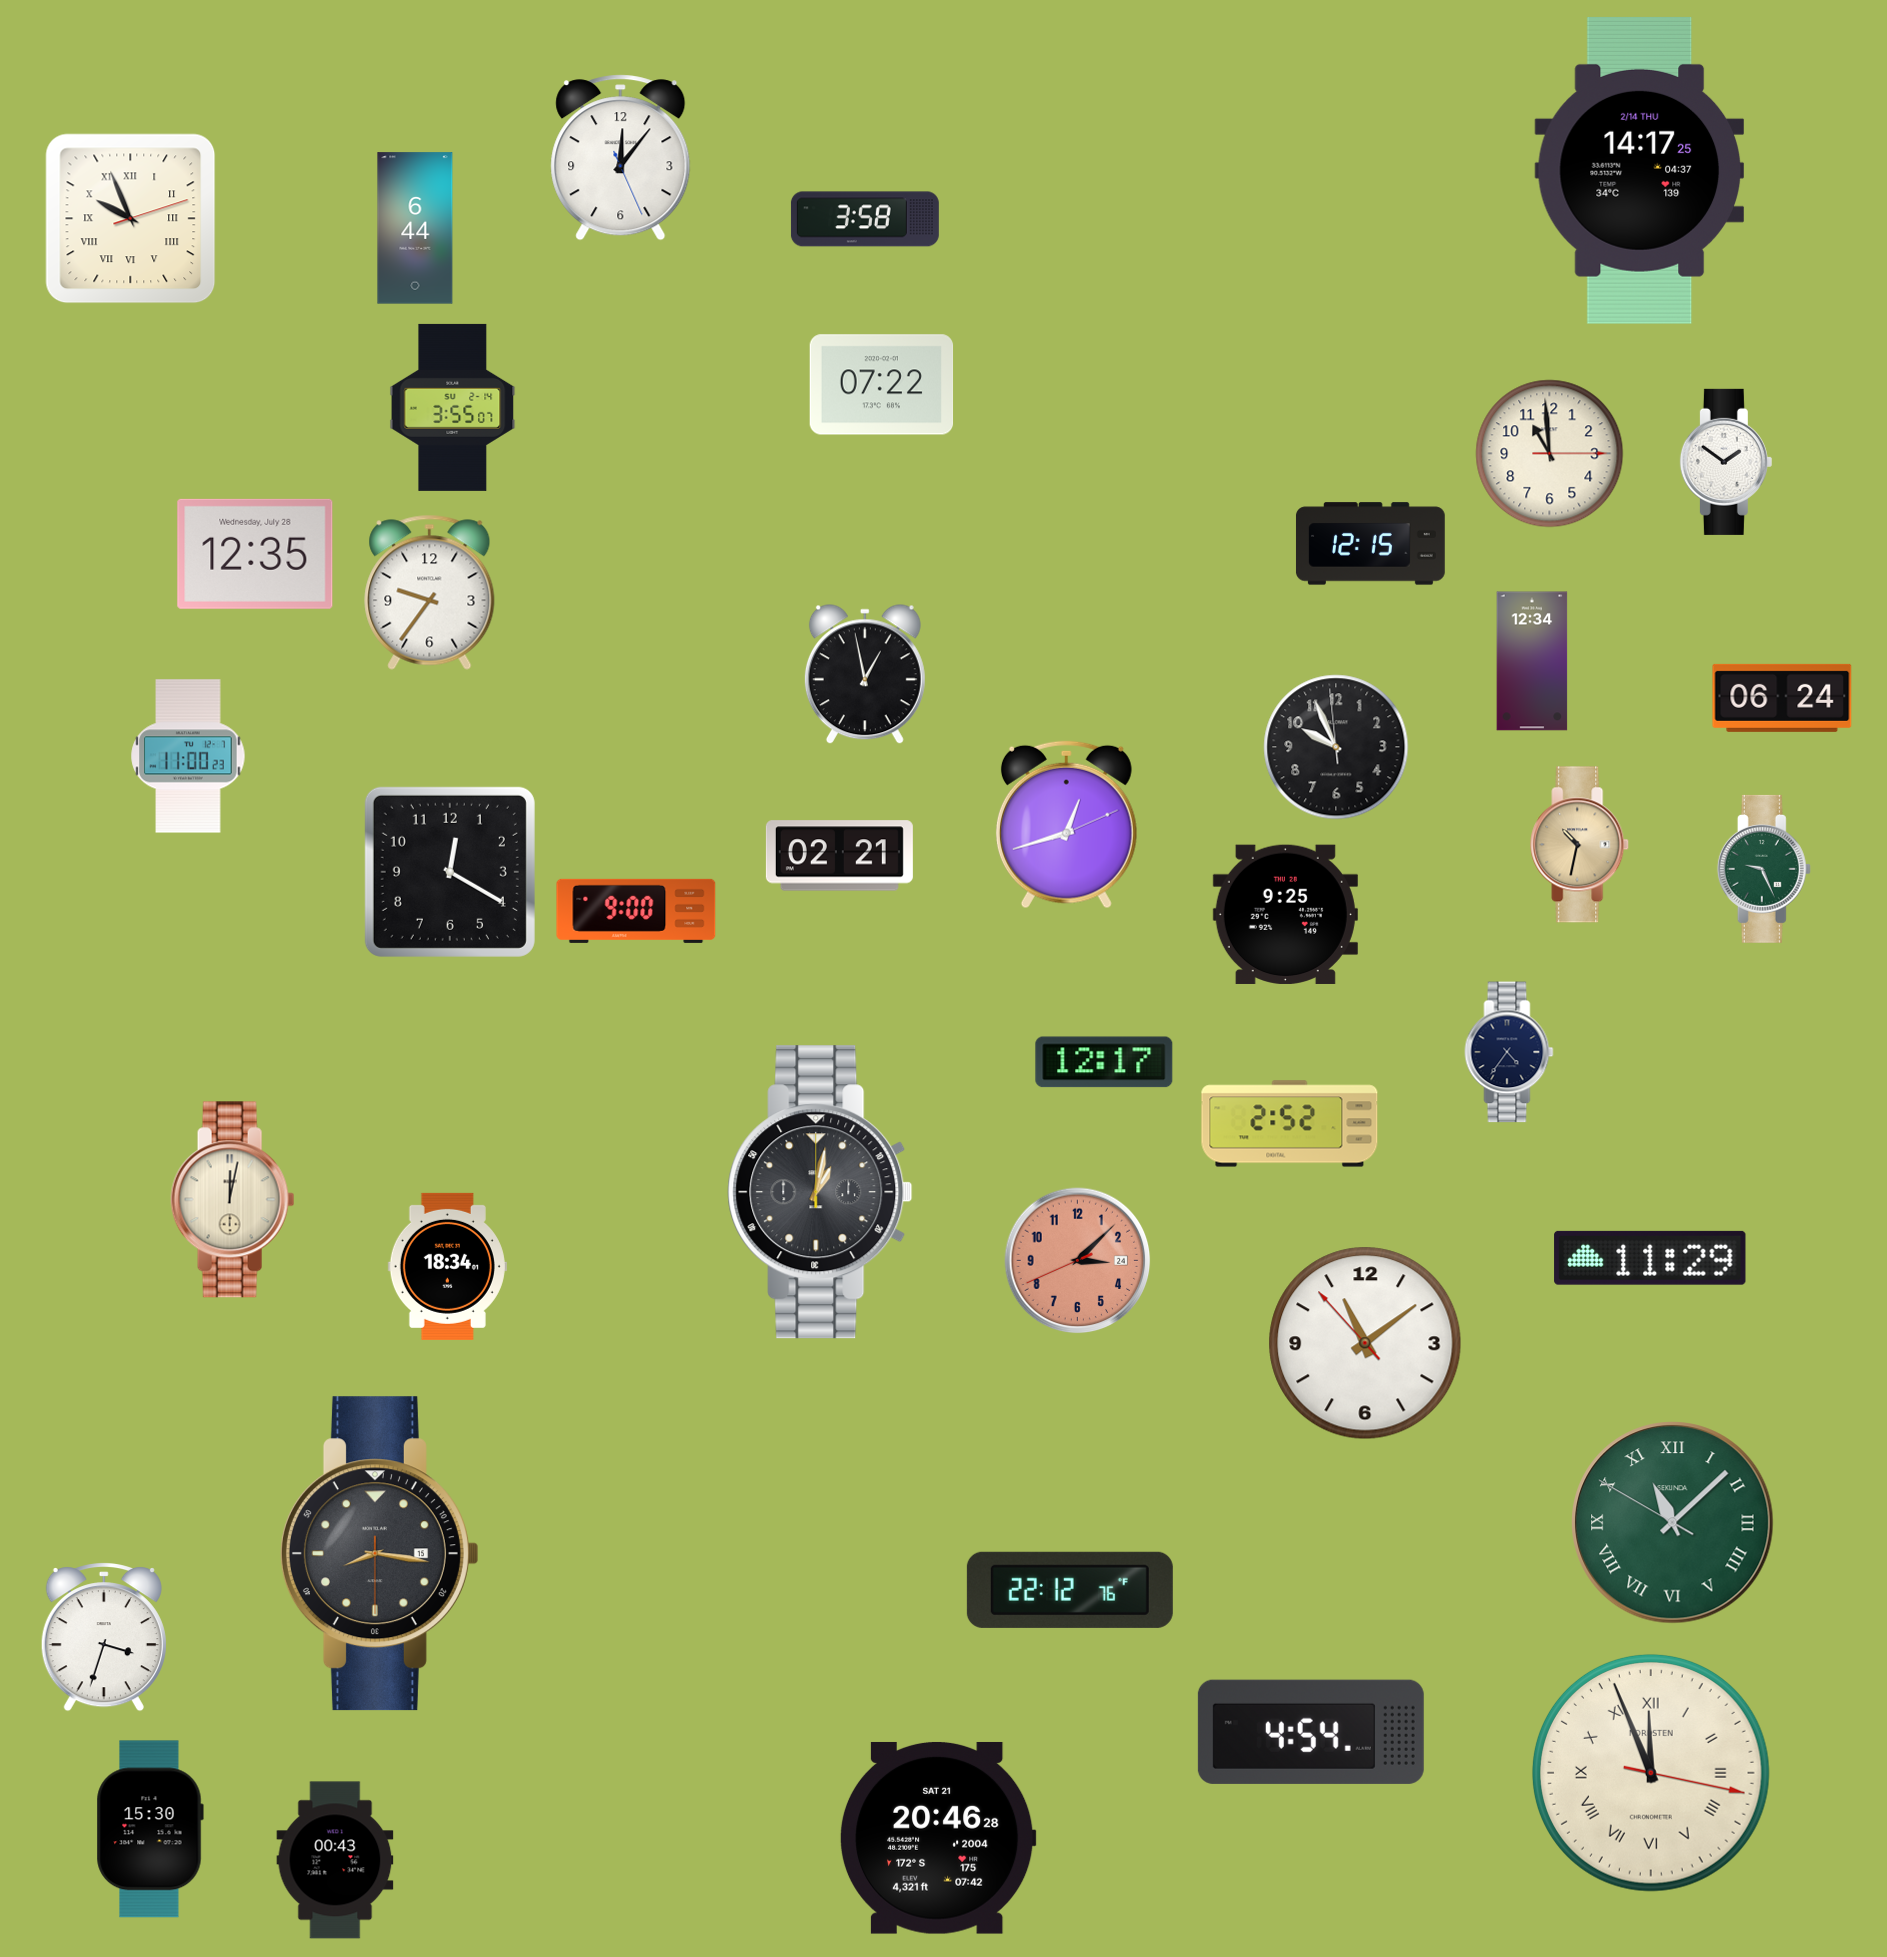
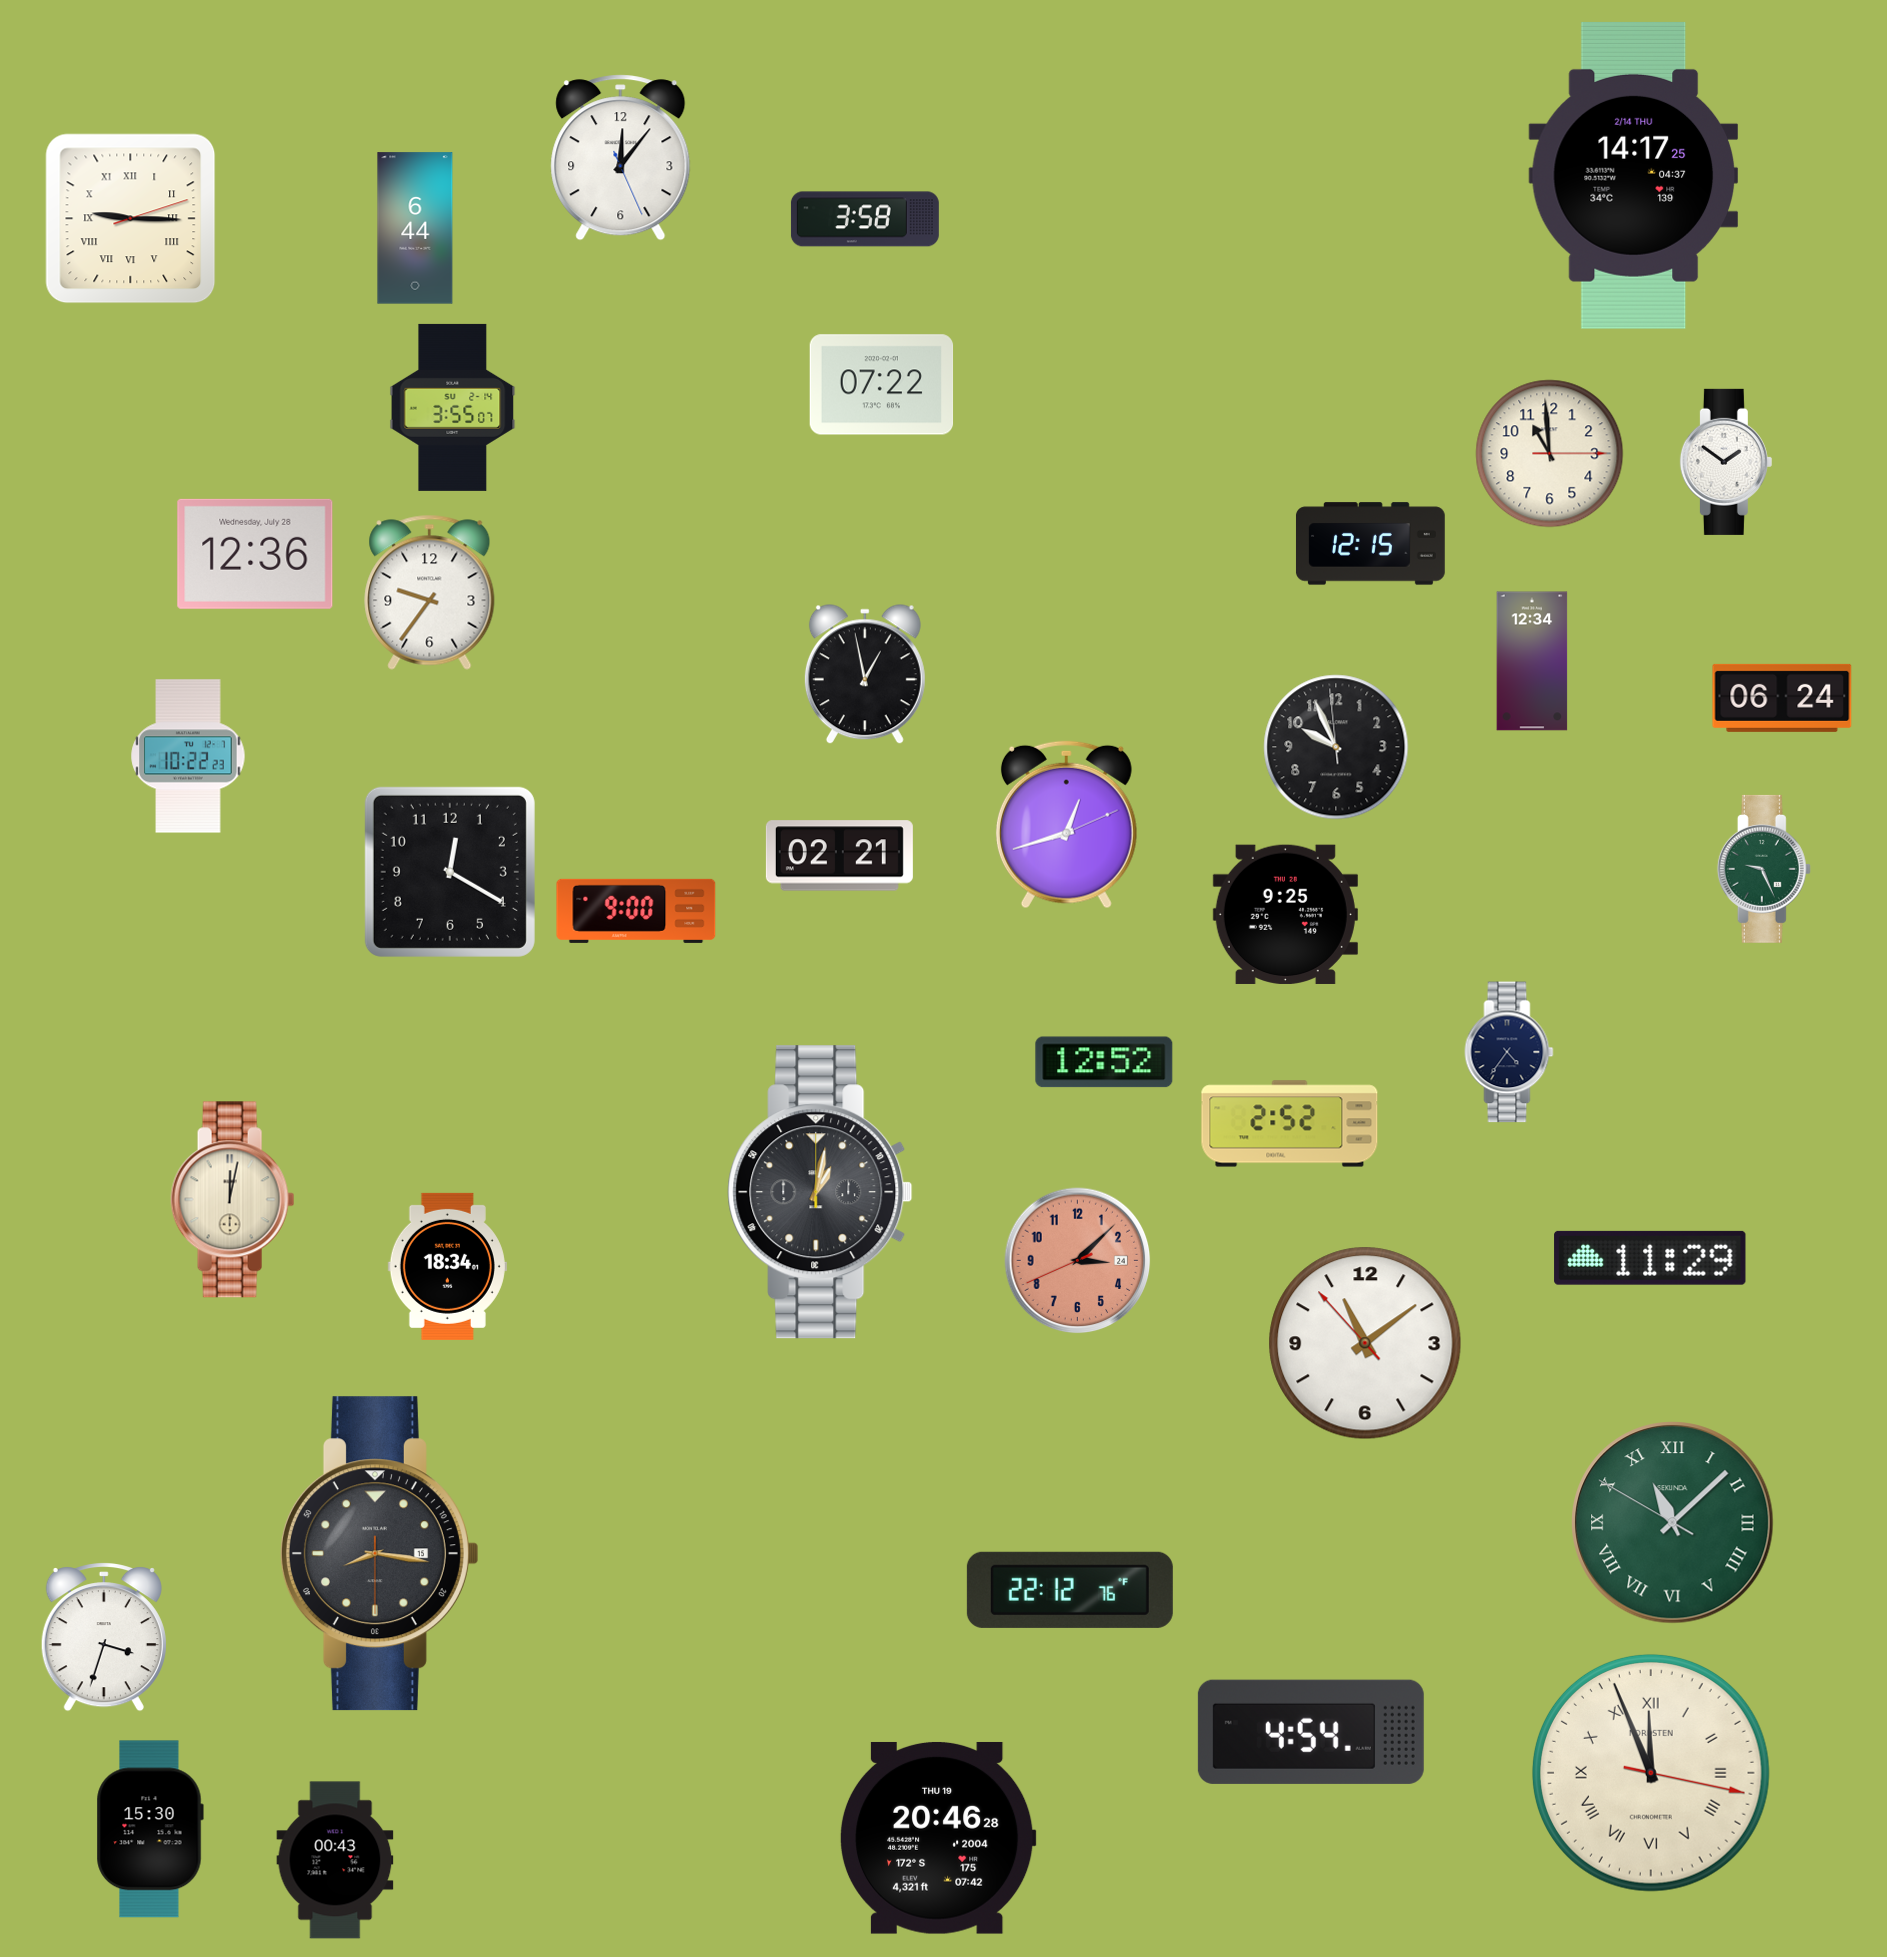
clock at (1639, 170) position: (1639, 170) -> (1633, 175)
clock at (131, 219): 9:56 -> 9:15
clock at (255, 554): 12:35 -> 12:36
clock at (188, 756): 11:00 -> 10:22
clock at (1580, 845): 10:32 -> none
clock at (1104, 1062): 12:17 -> 12:52
clock at (938, 1838) date: SAT 21 -> THU 19
